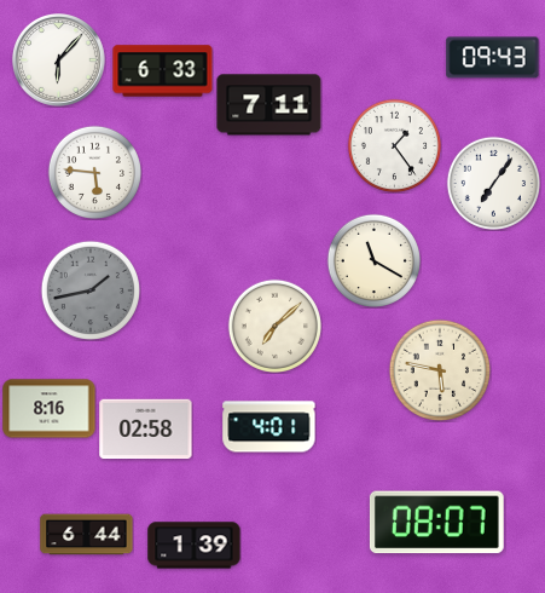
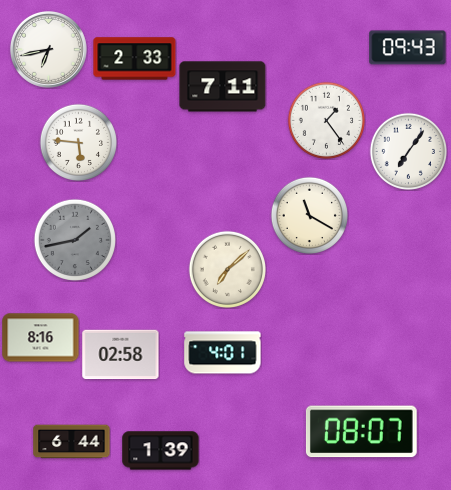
clock at (59, 61): 6:07 -> 6:43
clock at (163, 71): 6:33 -> 2:33
clock at (440, 370): 5:47 -> none
